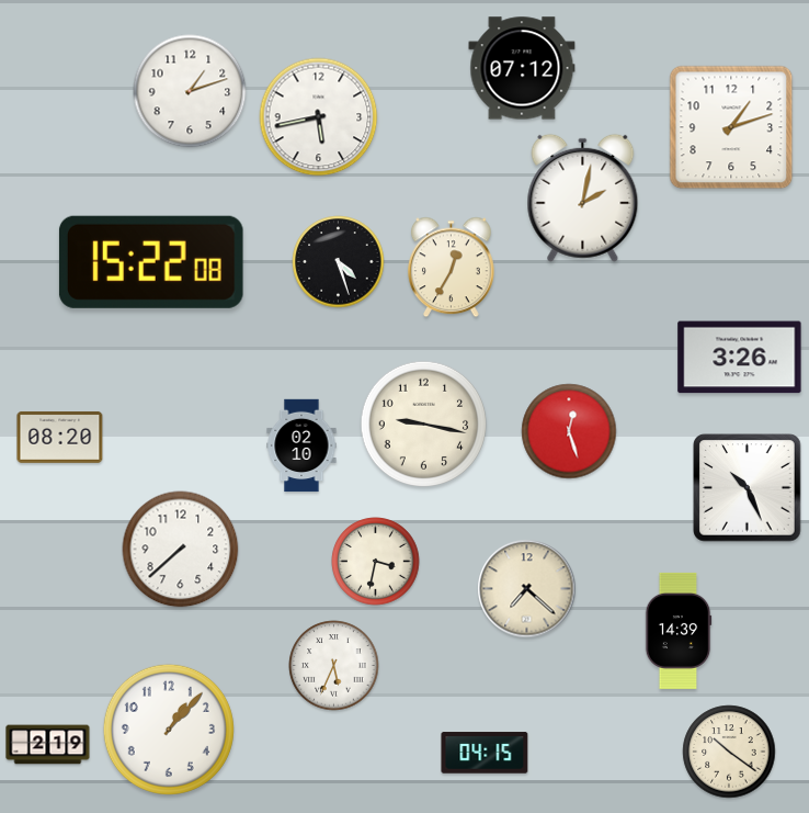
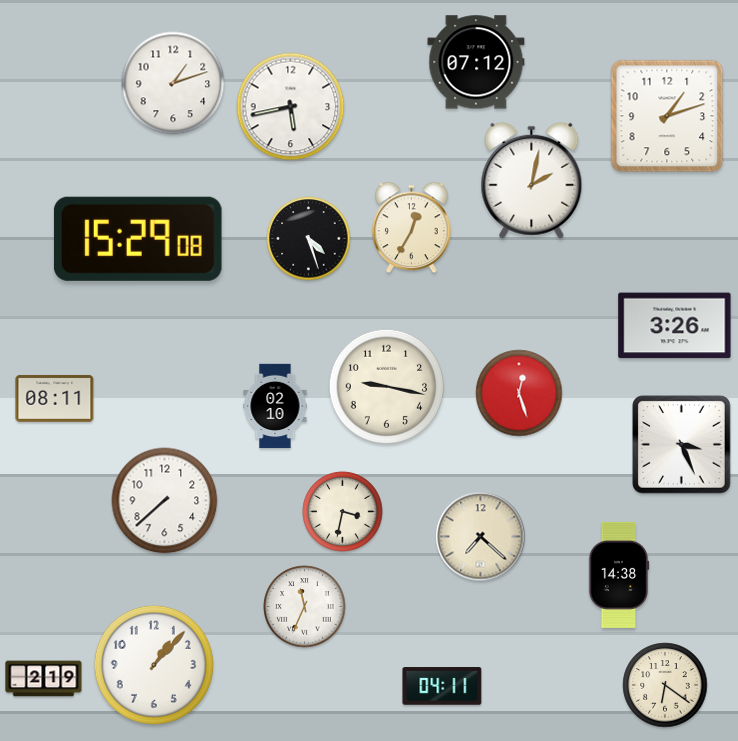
clock at (151, 262): 15:22 -> 15:29
clock at (452, 268) position: (452, 268) -> (412, 228)
clock at (60, 437): 08:20 -> 08:11
clock at (748, 488): 10:26 -> 3:26
clock at (679, 631): 14:39 -> 14:38
clock at (334, 666): 5:34 -> 11:34
clock at (729, 752): 10:21 -> 6:21
clock at (485, 753): 04:15 -> 04:11
